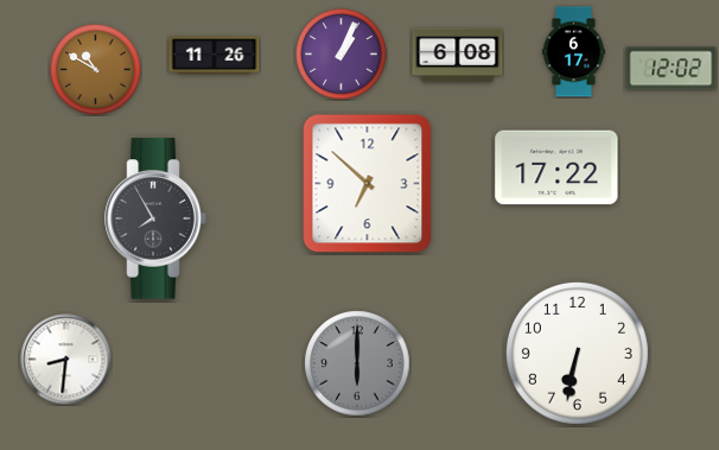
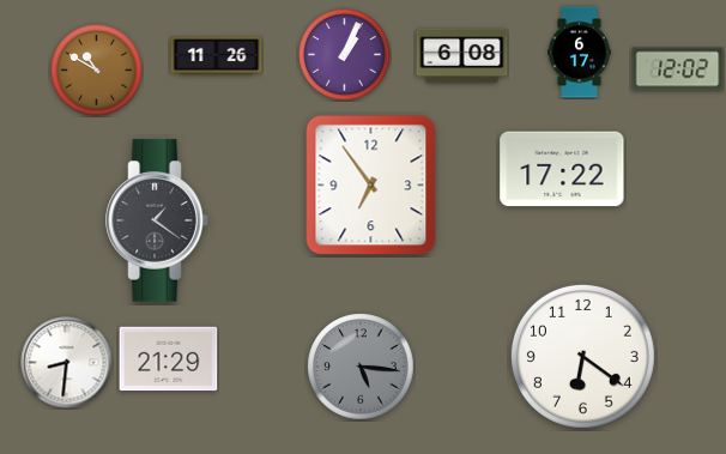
clock at (368, 184): 6:52 -> 6:54
clock at (155, 218): 7:55 -> 1:21
clock at (577, 353): 6:32 -> 6:21
clock at (169, 359): none -> 21:29
clock at (357, 363): 6:00 -> 5:16
